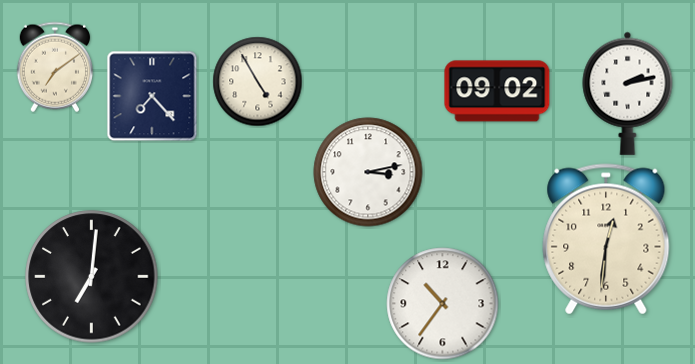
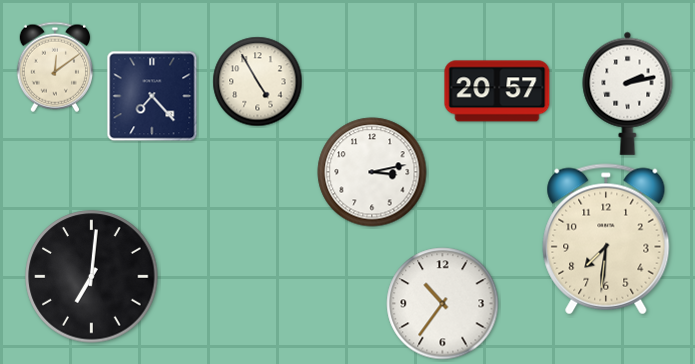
clock at (54, 67): 7:09 -> 12:09
clock at (497, 91): 09:02 -> 20:57
clock at (368, 172) position: (368, 172) -> (372, 172)
clock at (606, 239): 12:31 -> 7:31
